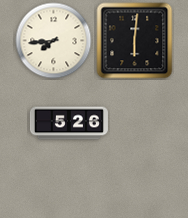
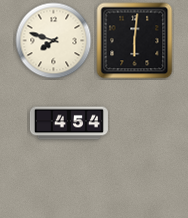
clock at (54, 41): 7:44 -> 7:48
clock at (69, 123): 5:26 -> 4:54
